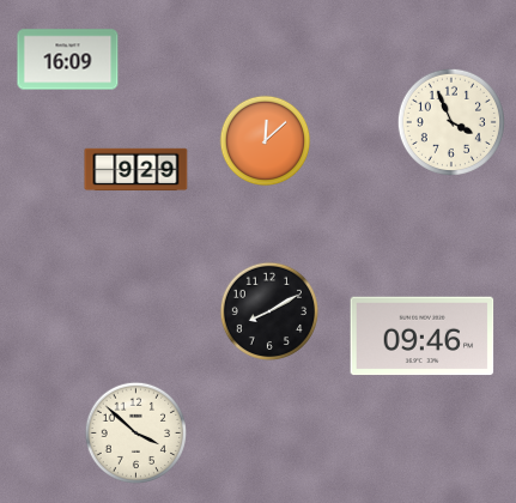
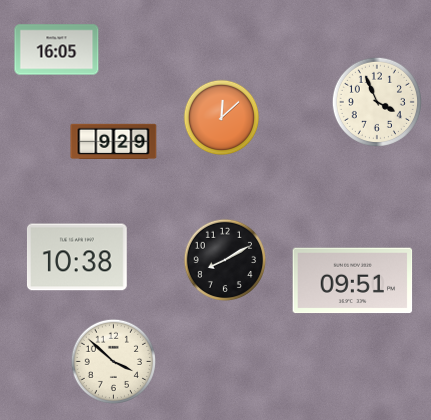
clock at (68, 60): 16:09 -> 16:05
clock at (77, 257): none -> 10:38
clock at (423, 337): 09:46 -> 09:51
